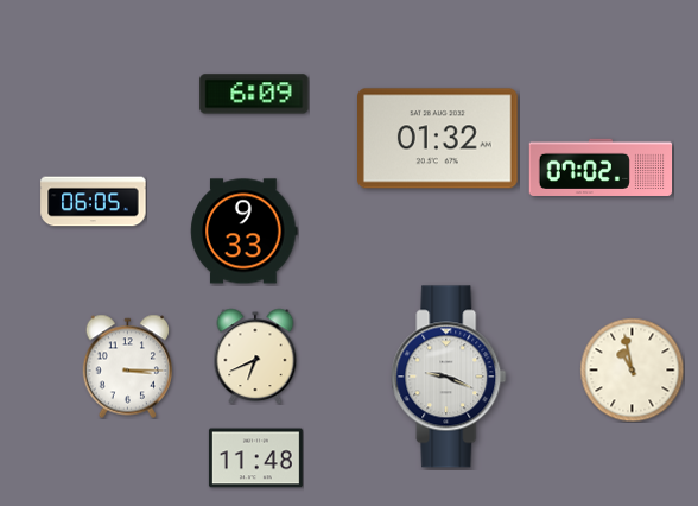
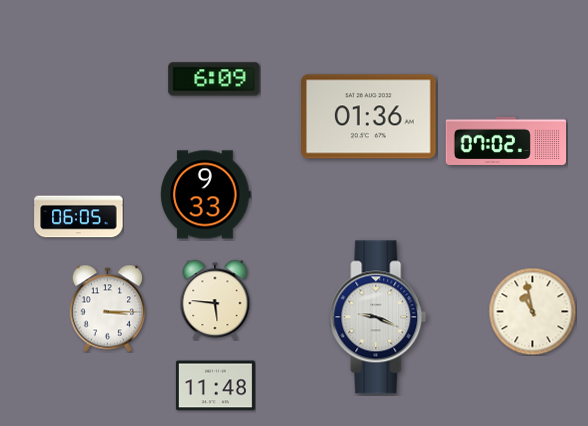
clock at (438, 139): 01:32 -> 01:36
clock at (94, 202) position: (94, 202) -> (79, 217)
clock at (255, 356): 6:41 -> 5:46
